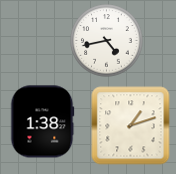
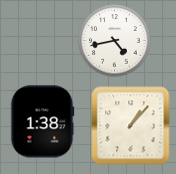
clock at (107, 41) position: (107, 41) -> (115, 41)
clock at (131, 126): 1:12 -> 1:07
